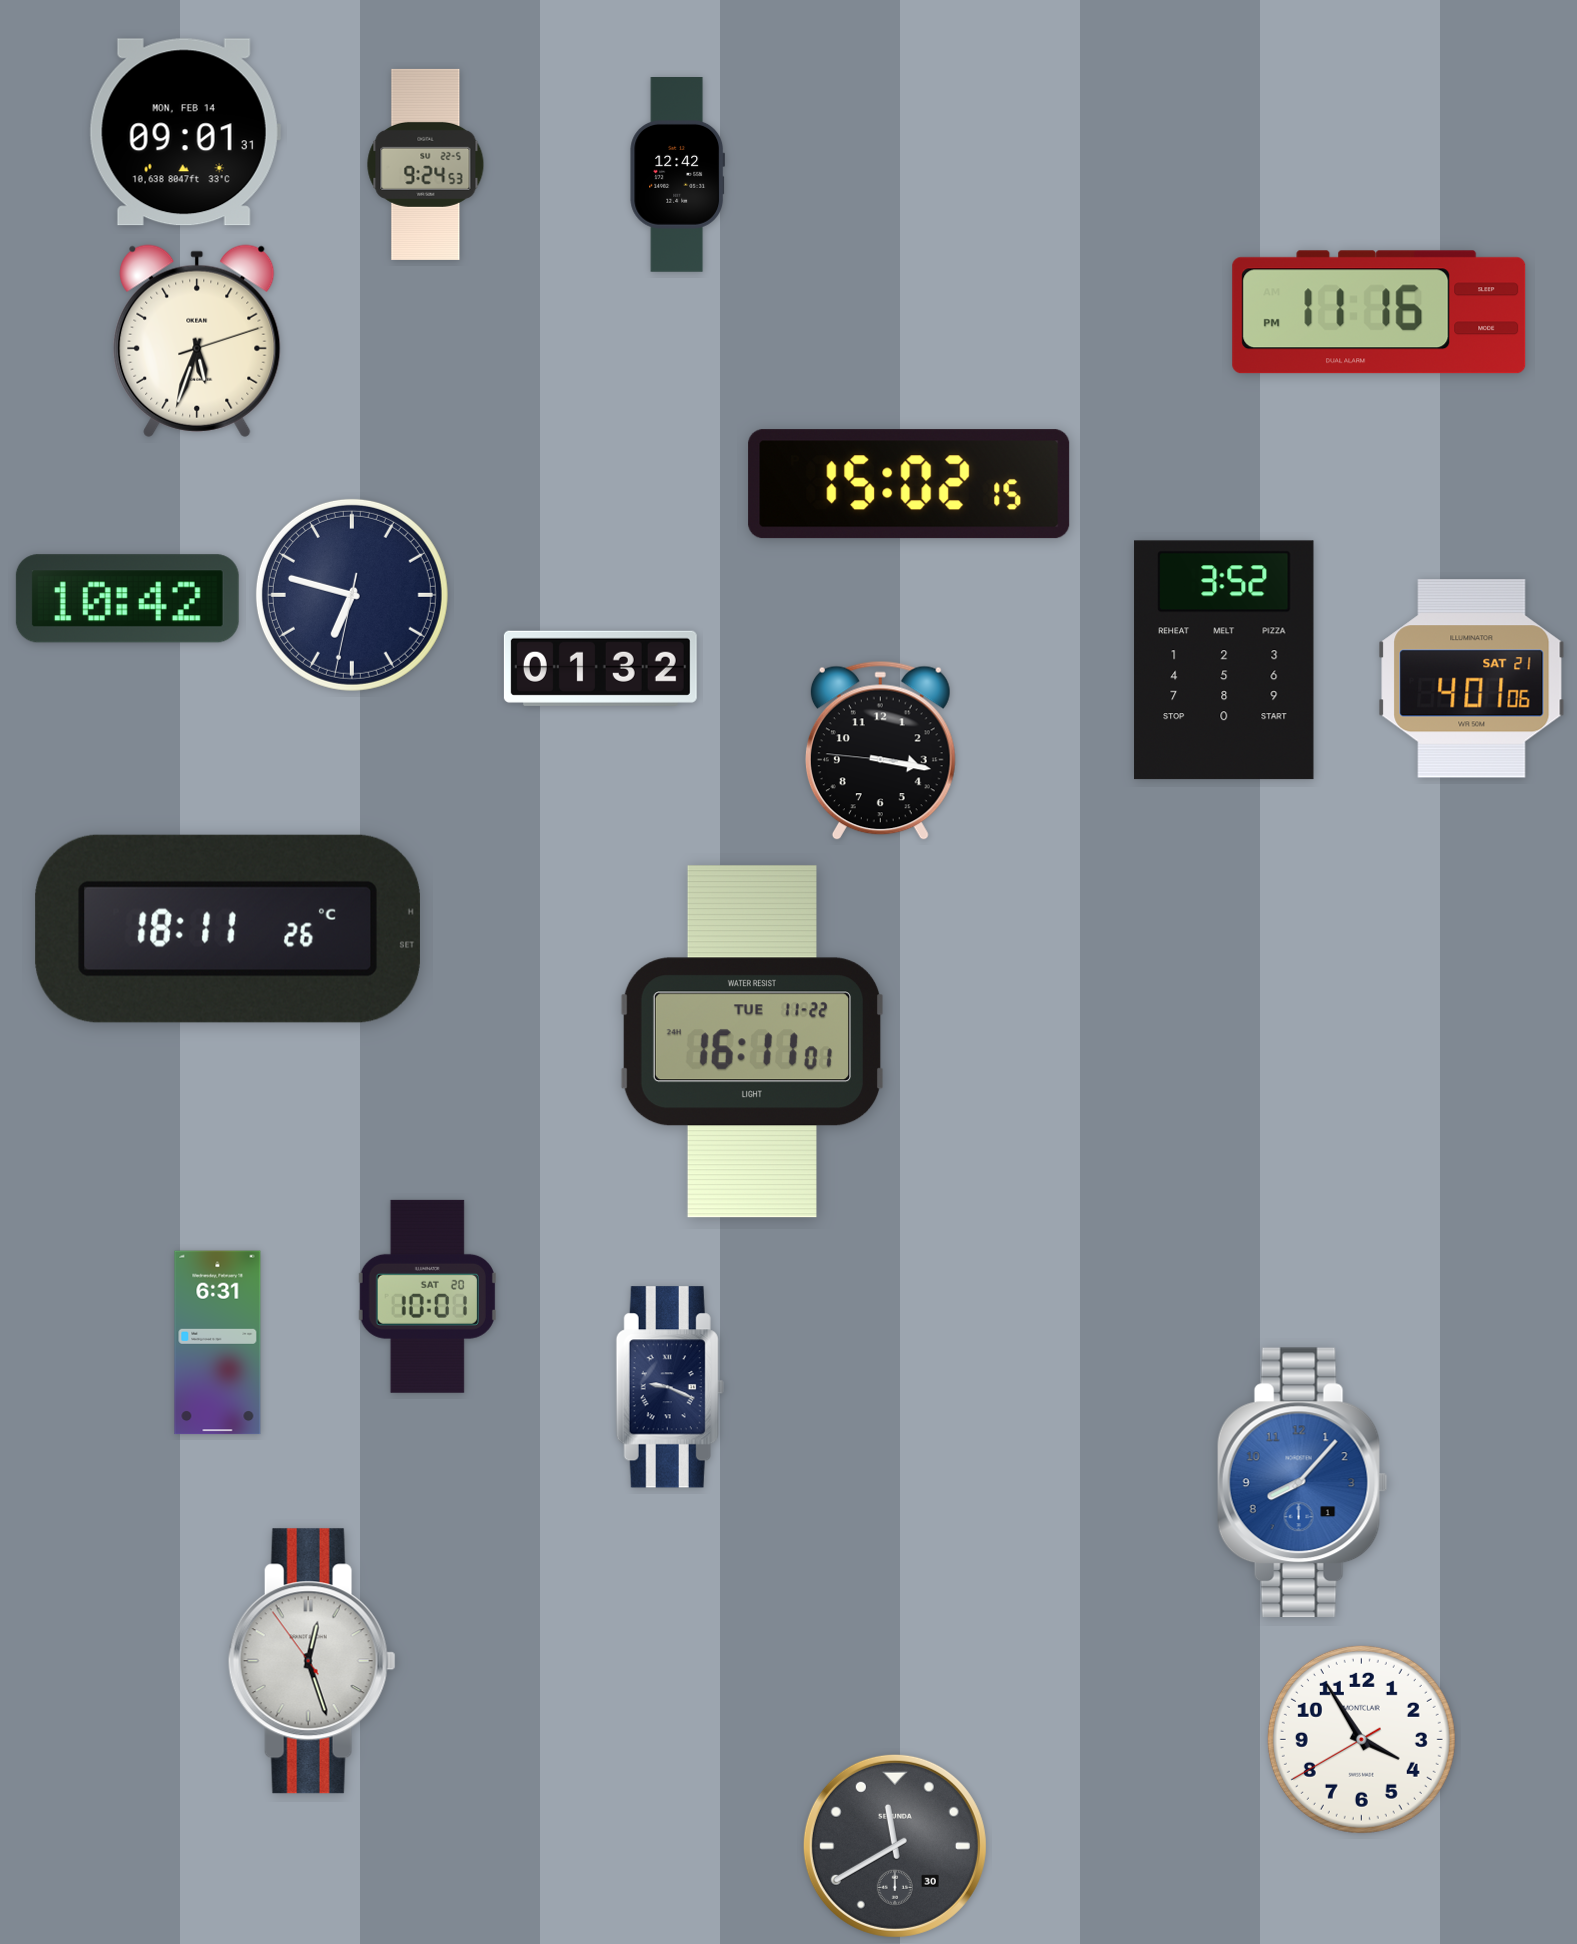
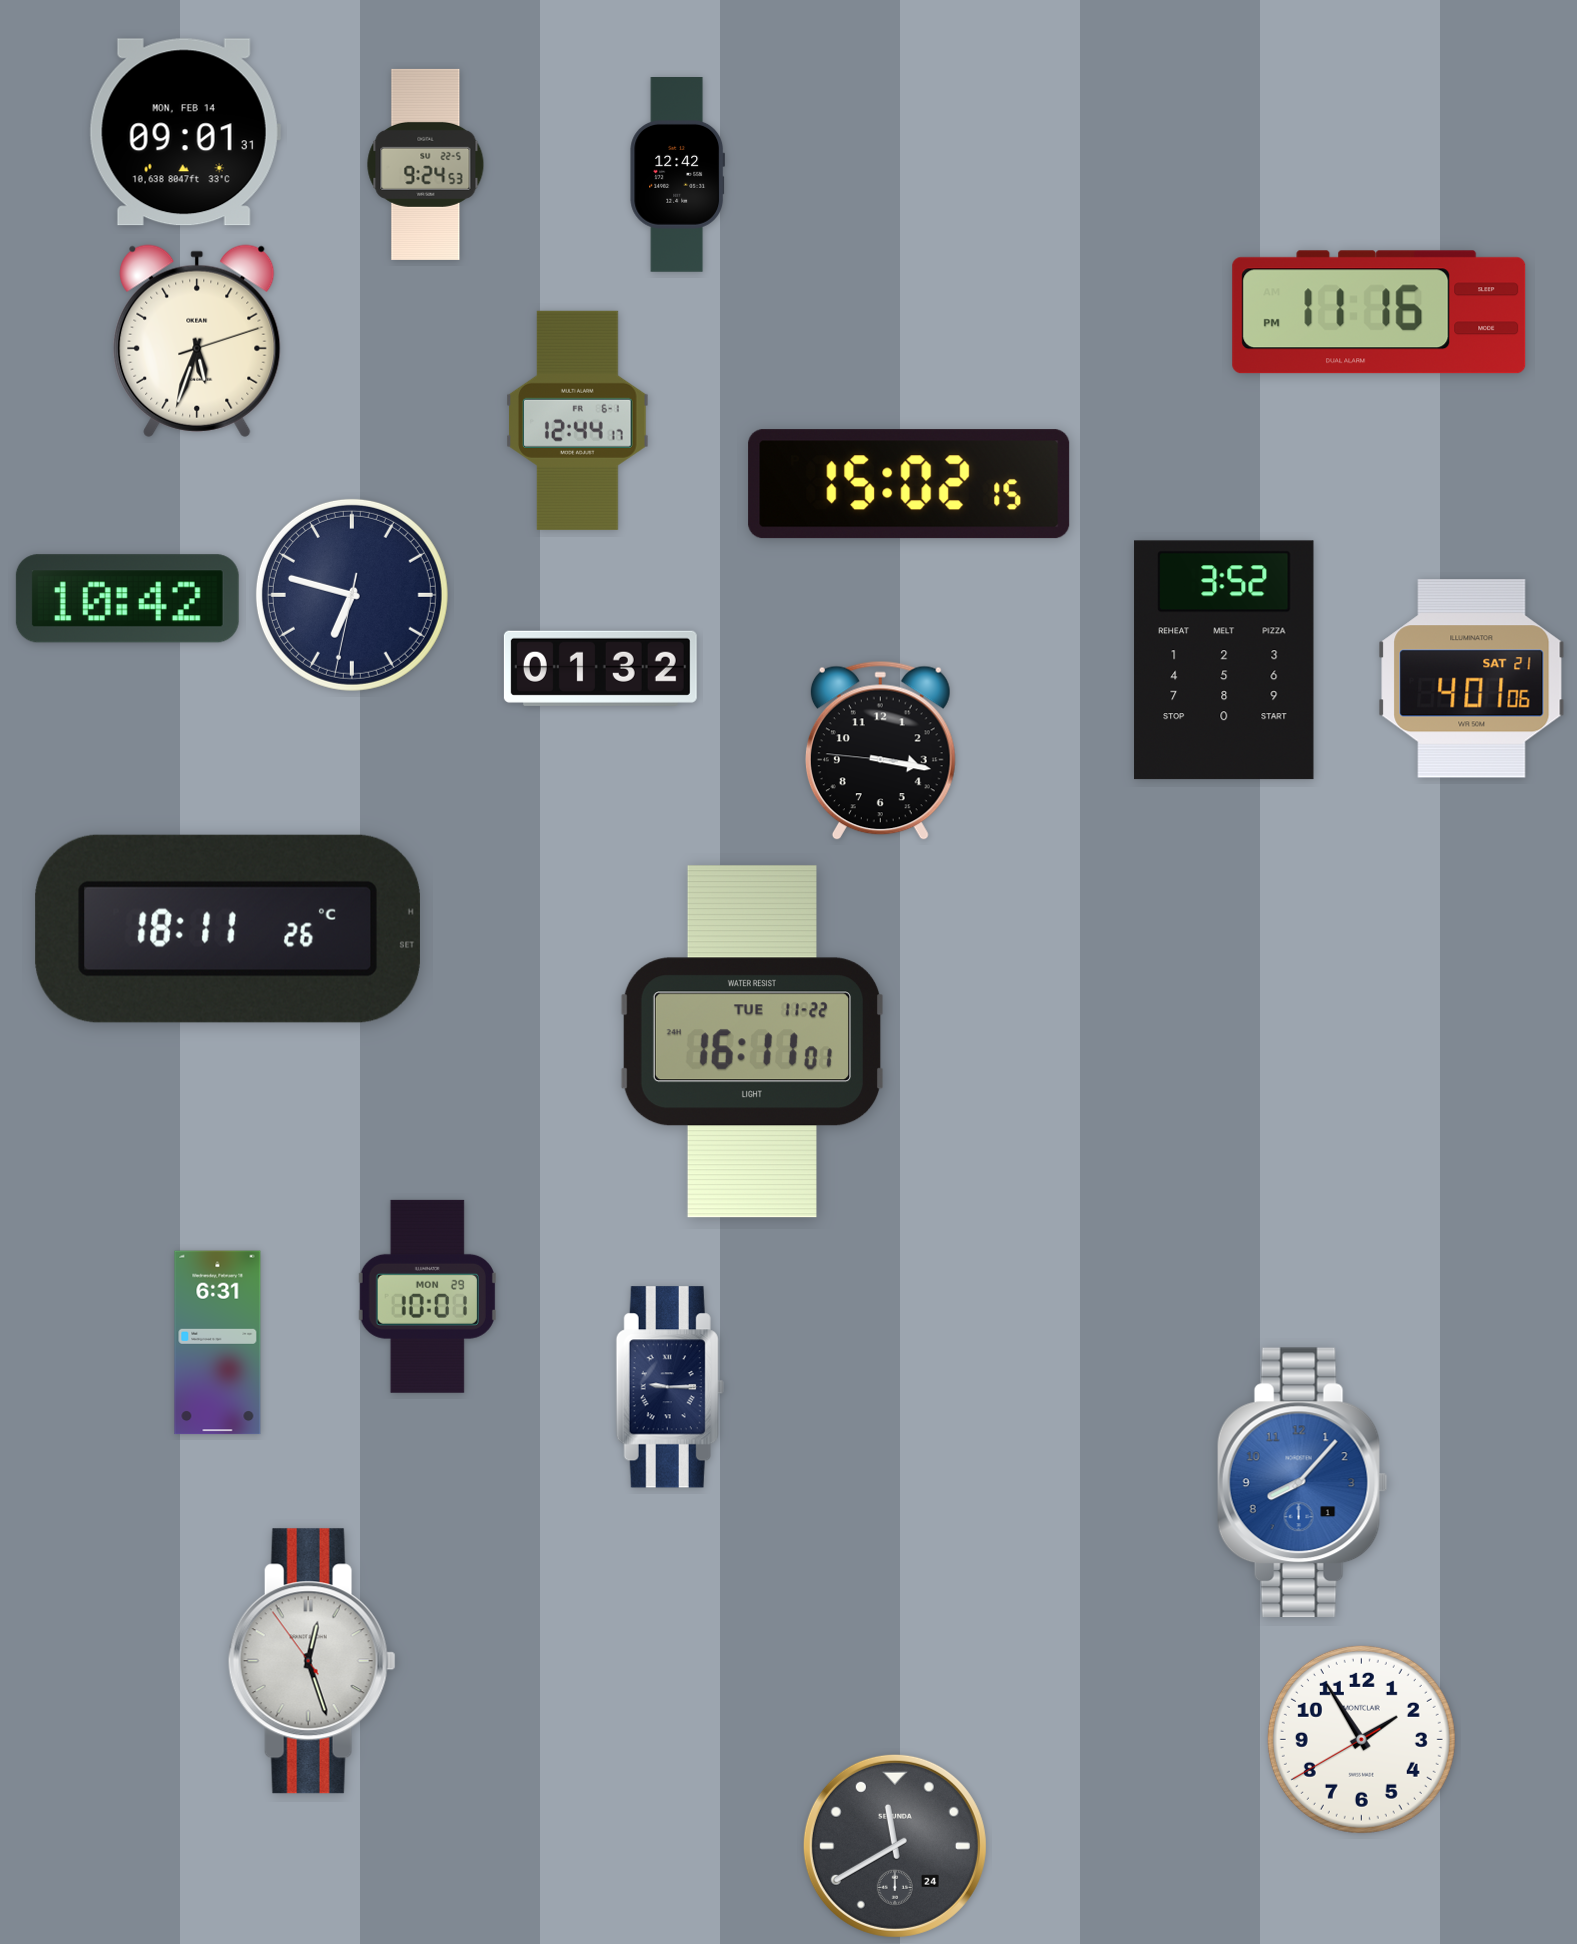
clock at (578, 420): none -> 12:44
clock at (427, 1296) date: SAT 20 -> MON 29
clock at (670, 1387): 9:19 -> 9:15
clock at (1361, 1739): 3:54 -> 1:54
clock at (895, 1846) date: 30 -> 24
